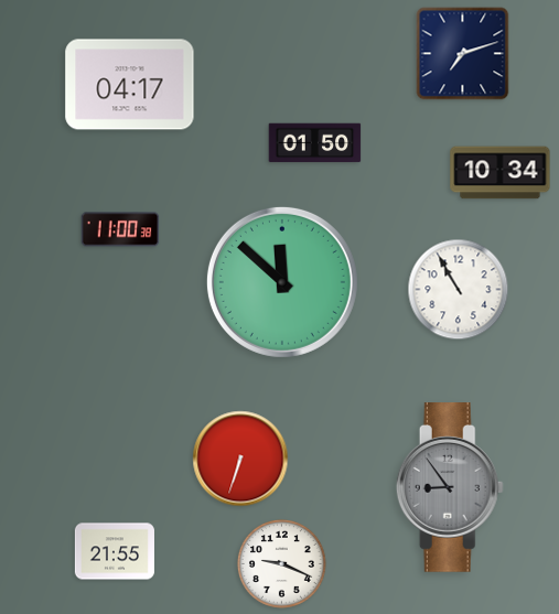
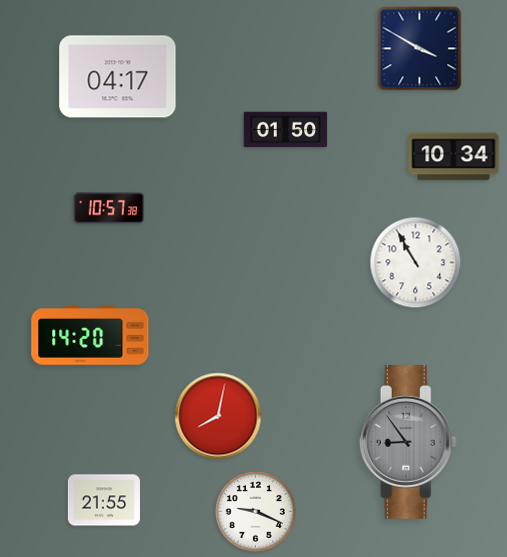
clock at (463, 54): 7:12 -> 3:50
clock at (120, 229): 11:00 -> 10:57
clock at (282, 282): 11:52 -> none
clock at (90, 336): none -> 14:20
clock at (240, 459): 6:33 -> 8:02
